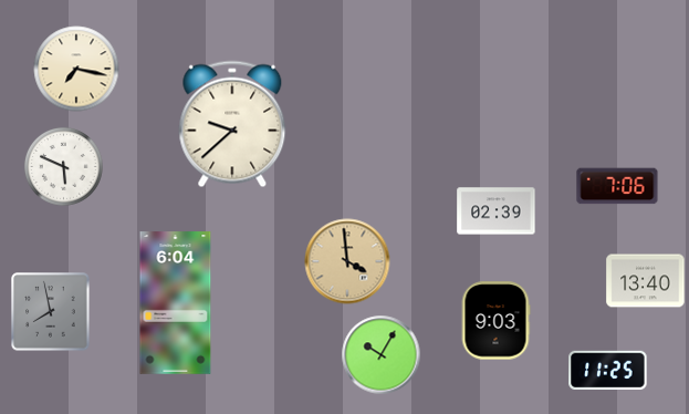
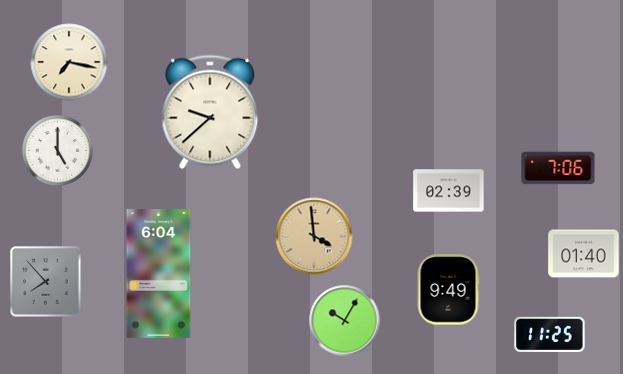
clock at (63, 166): 5:49 -> 5:00
clock at (646, 281): 13:40 -> 01:40
clock at (51, 312): 7:58 -> 7:53
clock at (495, 321): 9:03 -> 9:49
